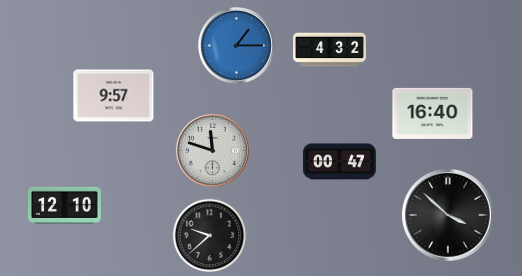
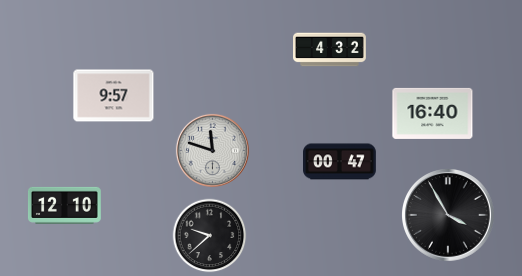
clock at (236, 45): 1:15 -> none
clock at (449, 216): 3:52 -> 3:55
